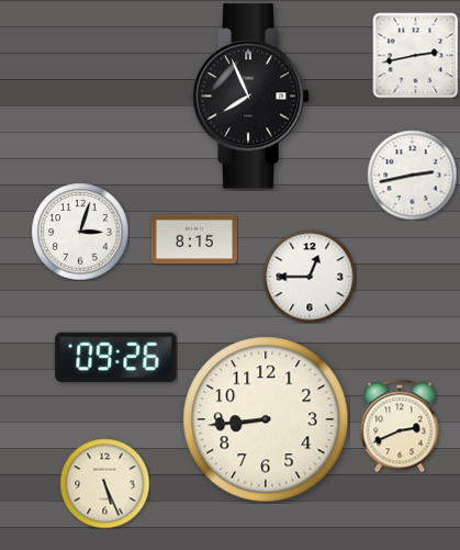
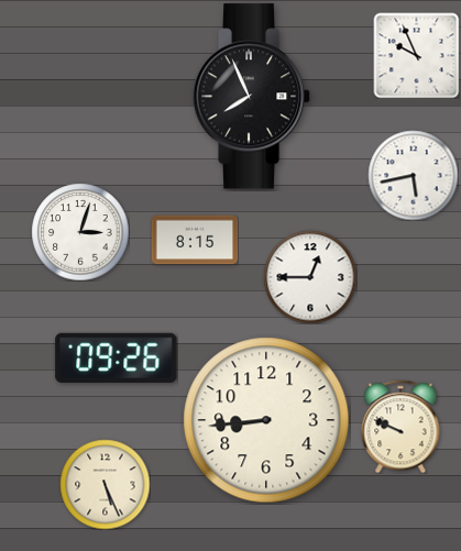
clock at (415, 55): 2:43 -> 9:56
clock at (412, 175): 2:43 -> 5:43
clock at (400, 426): 2:41 -> 9:49
